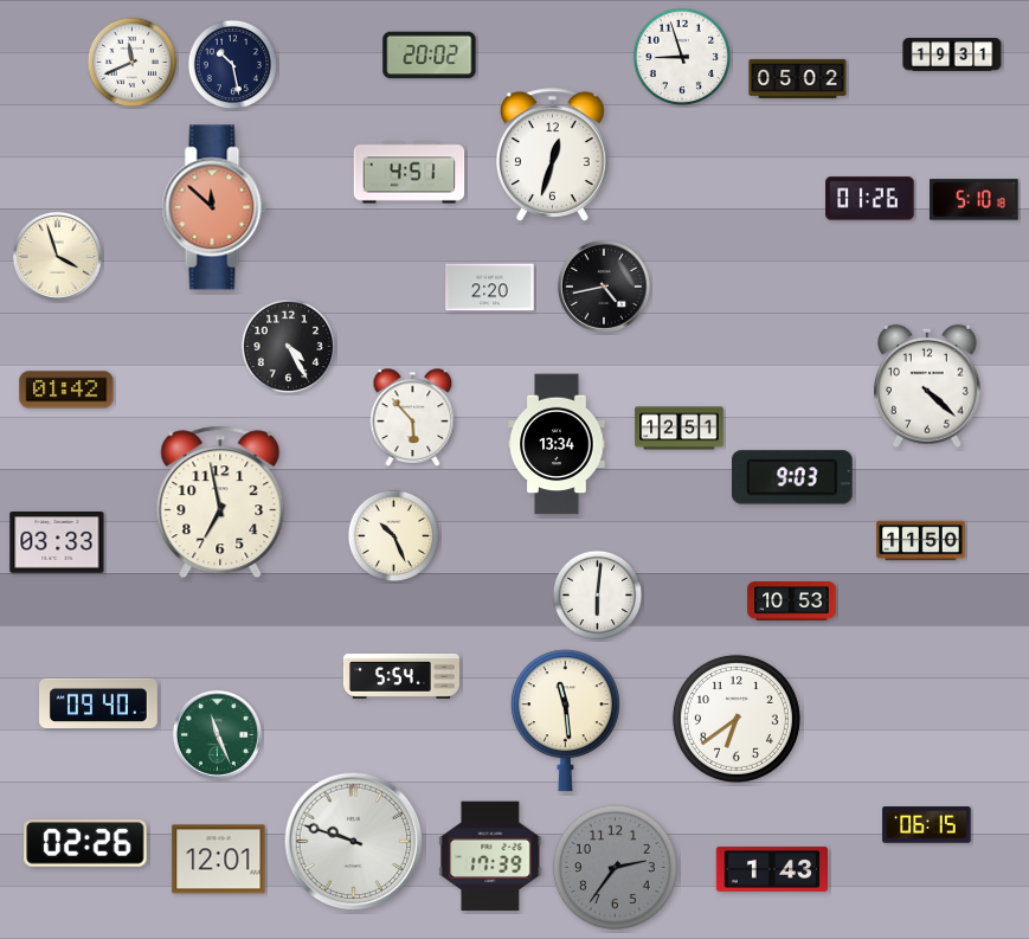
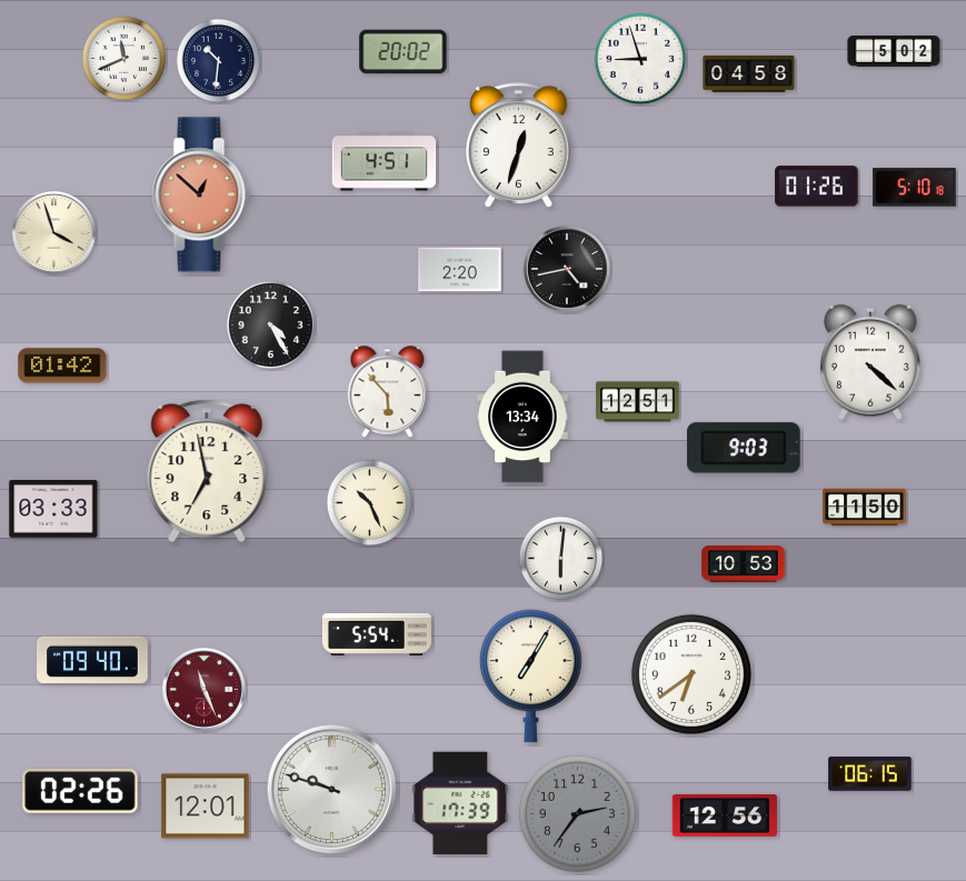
clock at (952, 56): 19:31 -> 5:02
clock at (682, 57) position: (682, 57) -> (640, 59)
clock at (233, 65): 10:28 -> 10:31
clock at (798, 78): 05:02 -> 04:58
clock at (214, 207): 11:52 -> 12:52
clock at (57, 256) position: (57, 256) -> (53, 232)
clock at (565, 721): 11:29 -> 7:05
clock at (217, 734) dial: green -> burgundy
clock at (772, 869): 1:43 -> 12:56
